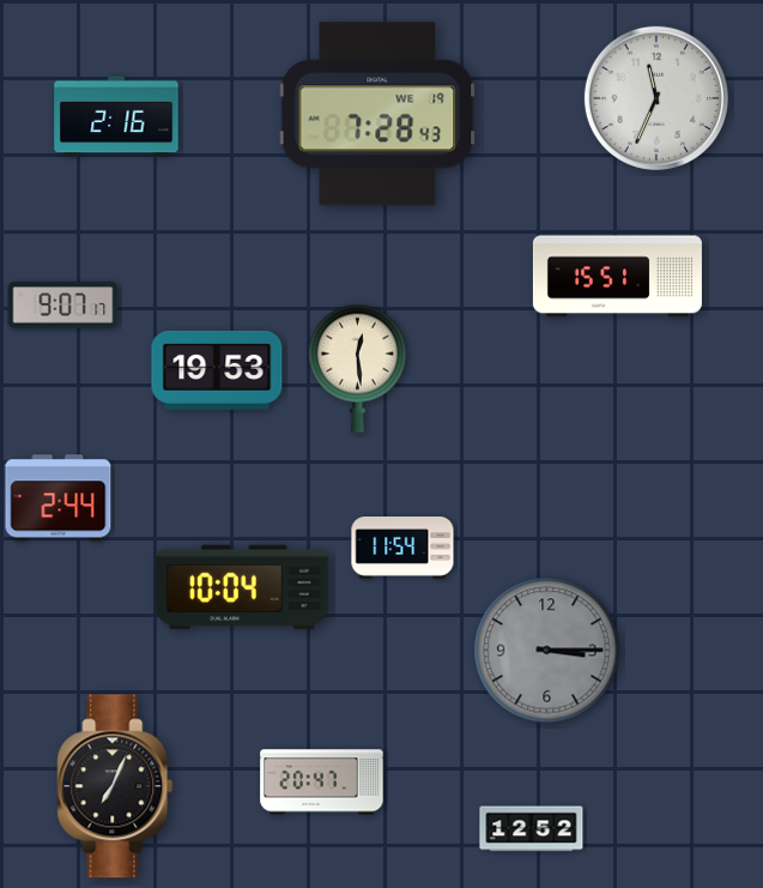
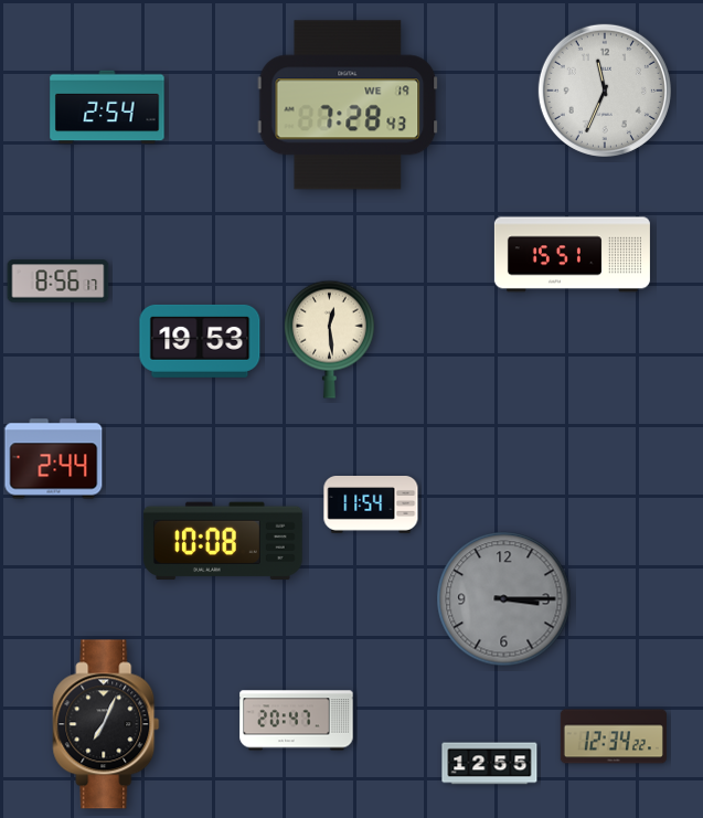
clock at (116, 116): 2:16 -> 2:54
clock at (617, 277) position: (617, 277) -> (572, 255)
clock at (63, 306): 9:07 -> 8:56
clock at (242, 587): 10:04 -> 10:08
clock at (613, 736): none -> 12:34
clock at (532, 829): 12:52 -> 12:55
